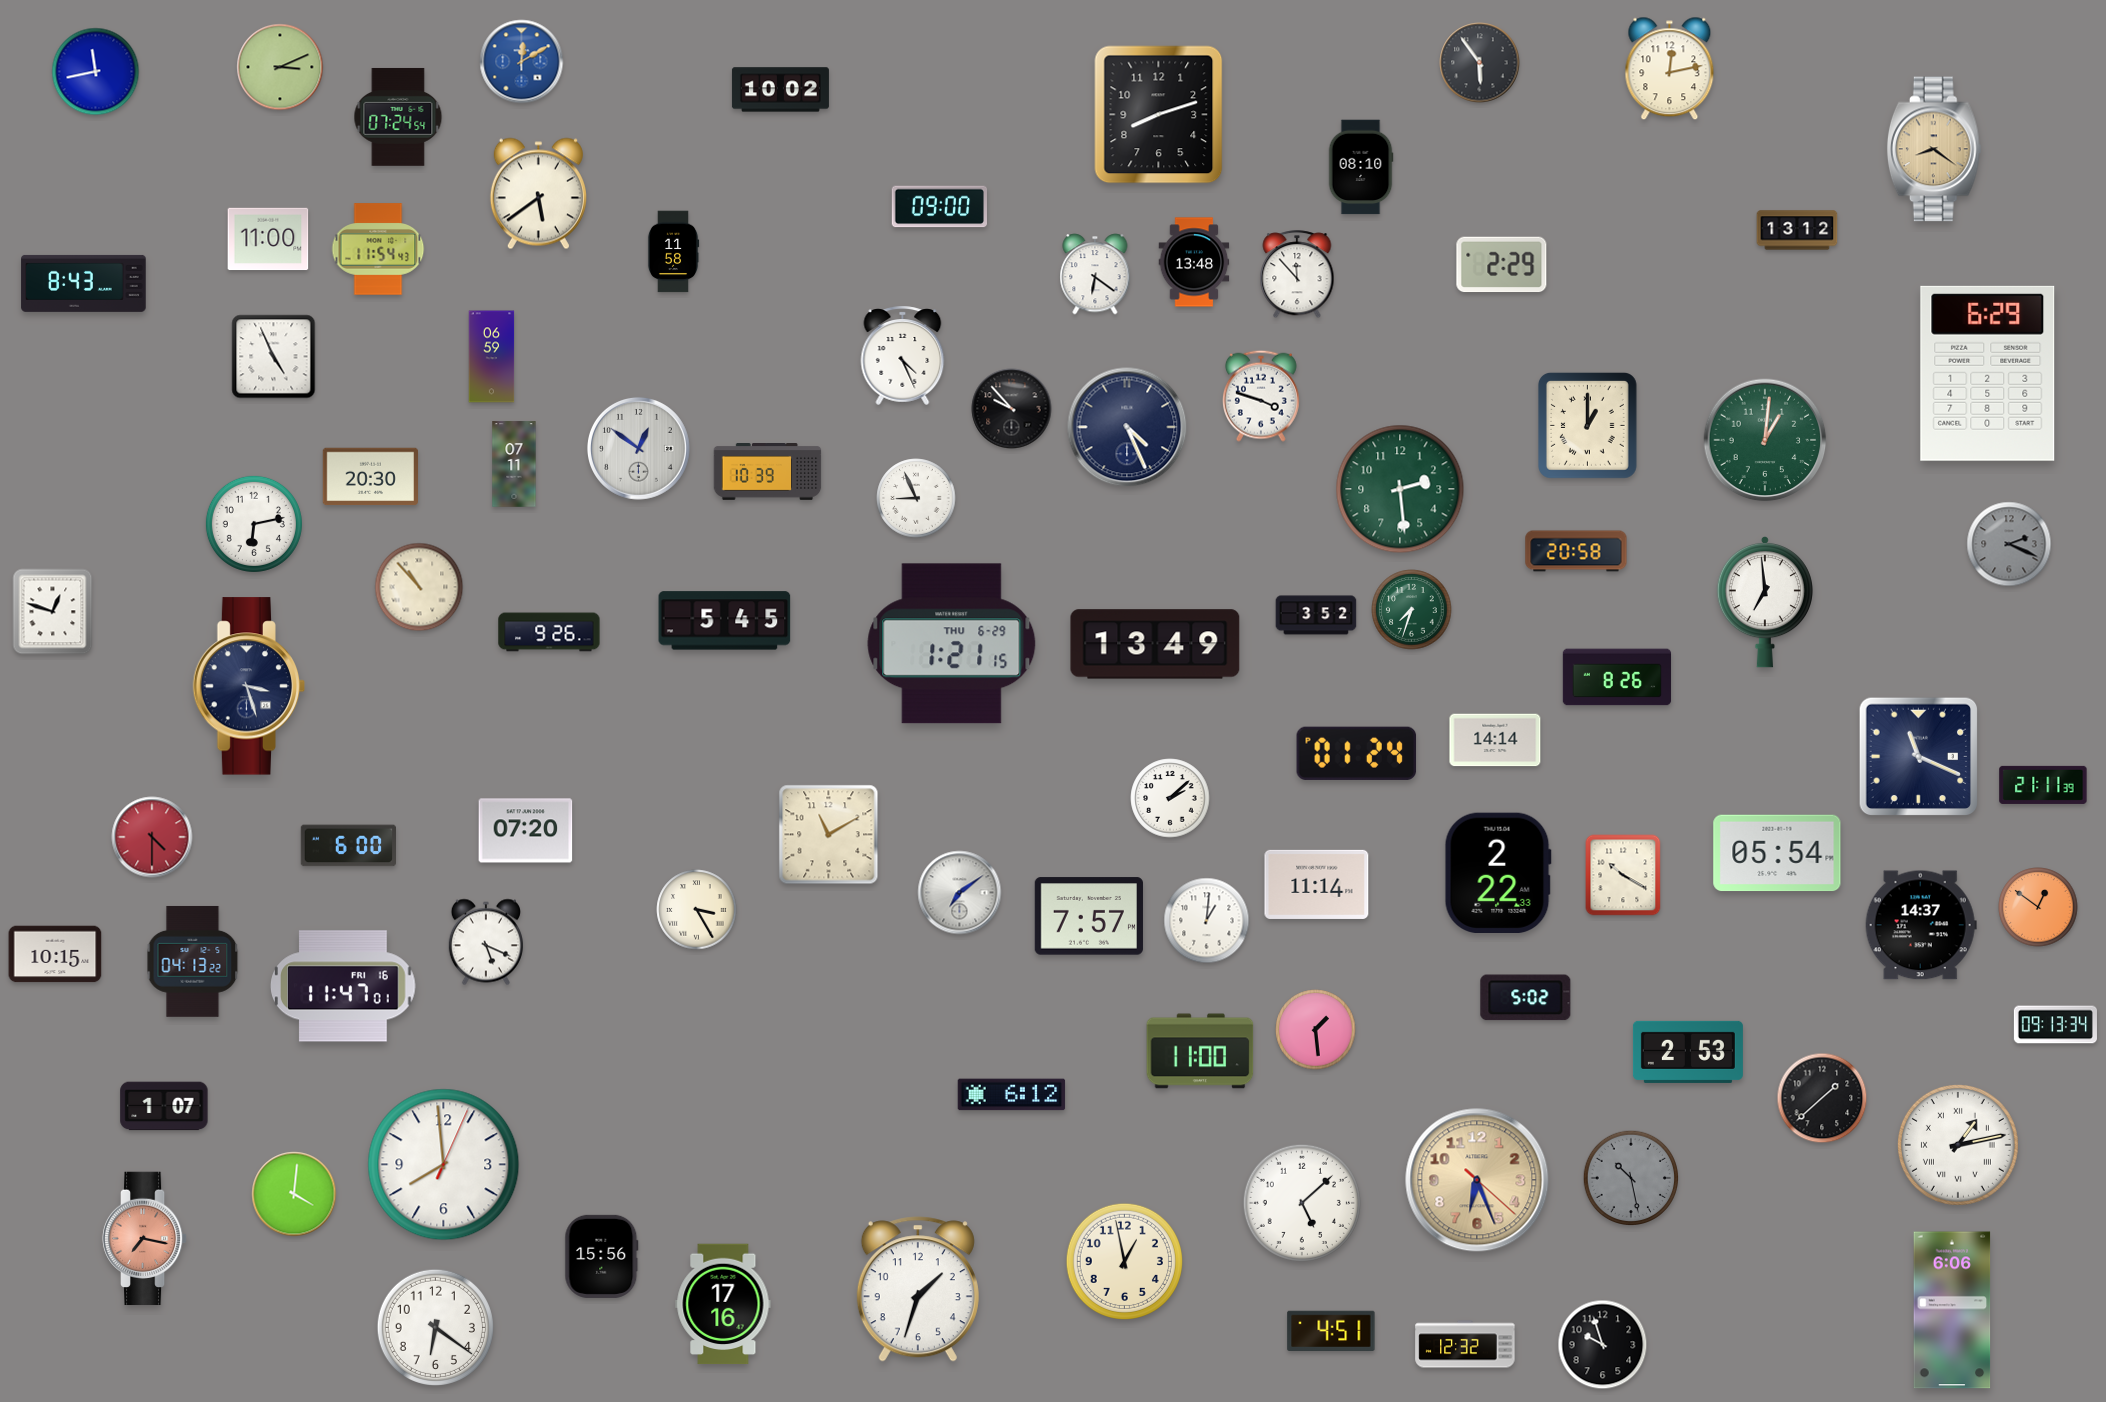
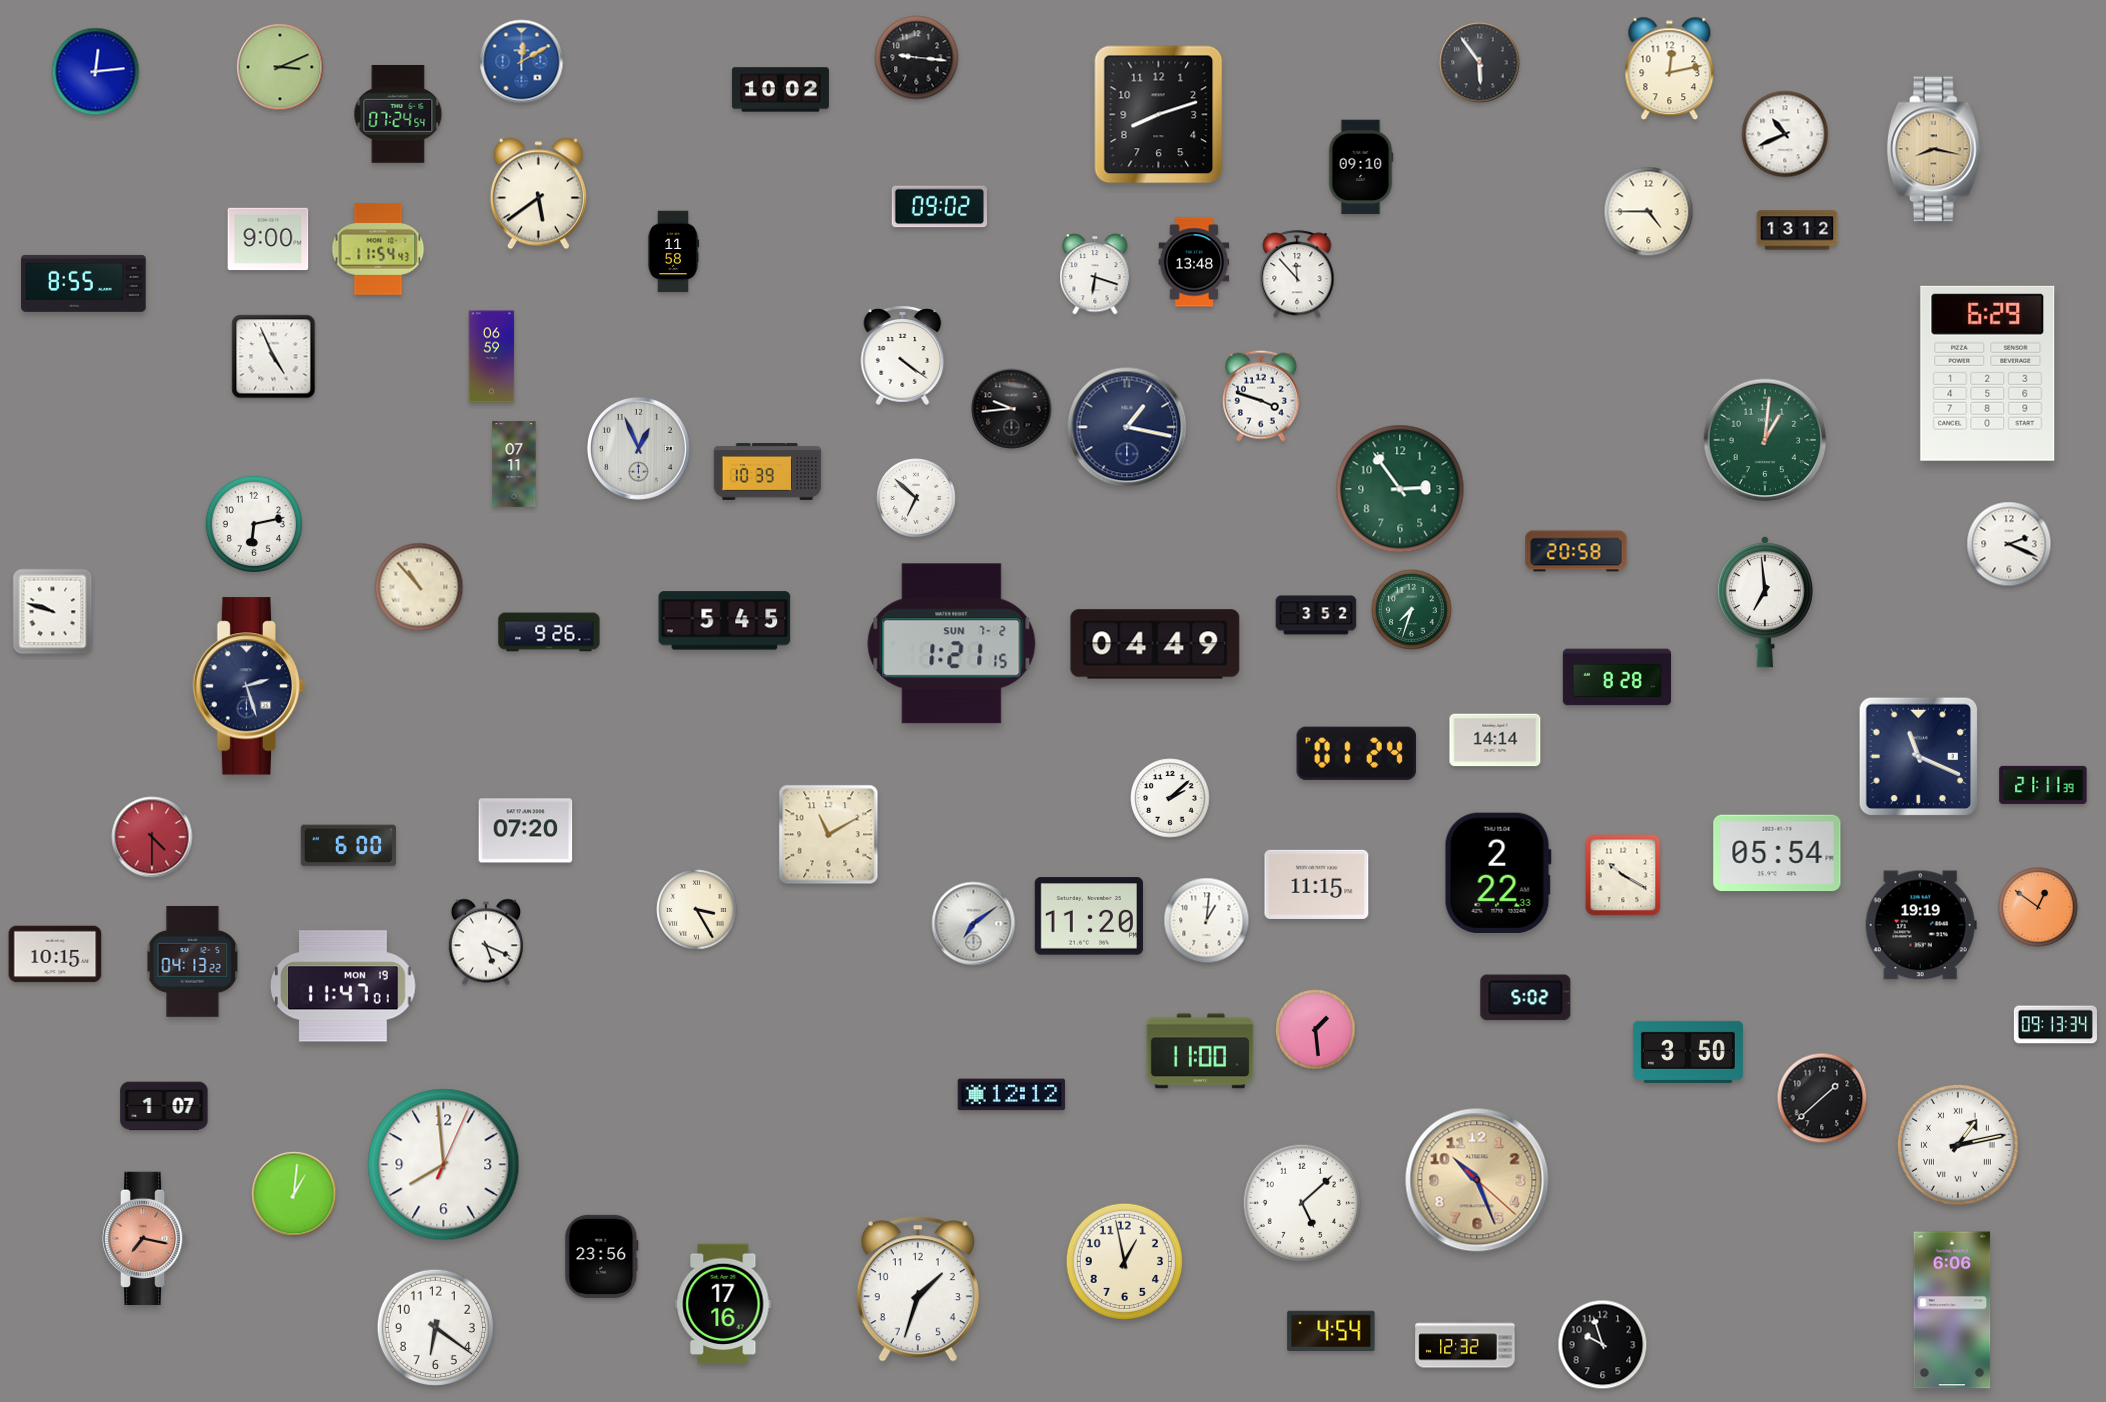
clock at (917, 58): none -> 9:16
clock at (96, 72): 11:43 -> 12:14
clock at (398, 117) position: (398, 117) -> (398, 114)
clock at (1785, 134): none -> 10:41
clock at (1934, 149): 8:21 -> 8:17
clock at (1361, 167): 08:10 -> 09:10
clock at (939, 207): 09:00 -> 09:02
clock at (1649, 212): none -> 4:45
clock at (268, 239): 11:00 -> 9:00
clock at (1502, 265): 2:29 -> none
clock at (1095, 274): 6:21 -> 6:18
clock at (84, 283): 8:43 -> 8:55
clock at (903, 355): 4:26 -> 4:21
clock at (1012, 409): 9:53 -> 9:44
clock at (1587, 425): 1:00 -> none
clock at (1127, 427): 4:26 -> 1:17
clock at (638, 448): 12:51 -> 12:56
clock at (370, 477): 20:30 -> none
clock at (1400, 489): 2:29 -> 2:54
clock at (916, 498): 8:56 -> 6:52
clock at (2009, 544) dial: grey -> white
clock at (53, 612): 12:48 -> 9:48
clock at (952, 644) date: THU 6-29 -> SUN 7-2
clock at (1155, 644): 13:49 -> 04:49
clock at (1617, 677): 8:26 -> 8:28
clock at (249, 686): 3:27 -> 2:27
clock at (1317, 884): 11:14 -> 11:15
clock at (960, 893) position: (960, 893) -> (974, 924)
clock at (1089, 916): 7:57 -> 11:20
clock at (1921, 925): 14:37 -> 19:19
clock at (344, 986) date: FRI 16 -> MON 19
clock at (1688, 1052): 2:53 -> 3:50
clock at (1012, 1095): 6:12 -> 12:12
clock at (1631, 1178): 10:28 -> none
clock at (1477, 1180): 6:26 -> 10:26
clock at (294, 1194): 4:01 -> 1:01
clock at (602, 1256): 15:56 -> 23:56
clock at (1331, 1330): 4:51 -> 4:54
